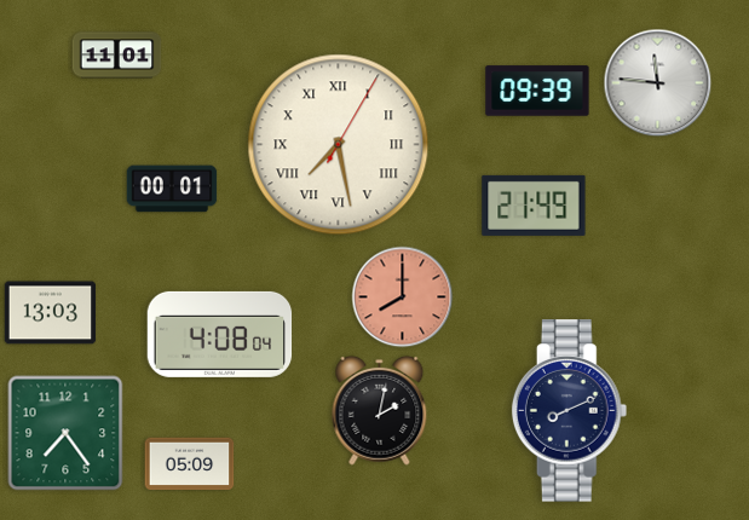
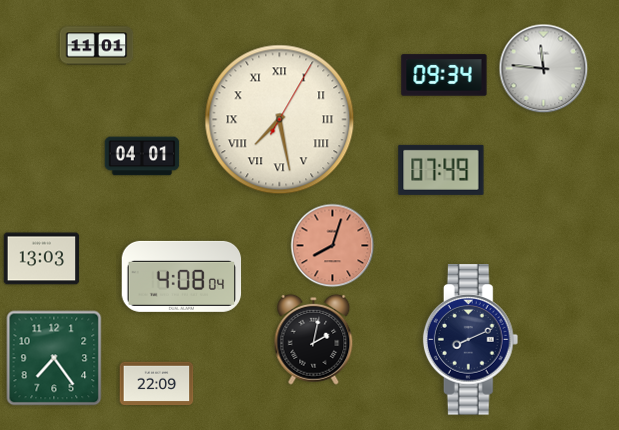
clock at (537, 91): 09:39 -> 09:34
clock at (172, 189): 00:01 -> 04:01
clock at (534, 206): 21:49 -> 07:49
clock at (403, 297): 8:00 -> 8:03
clock at (190, 464): 05:09 -> 22:09
